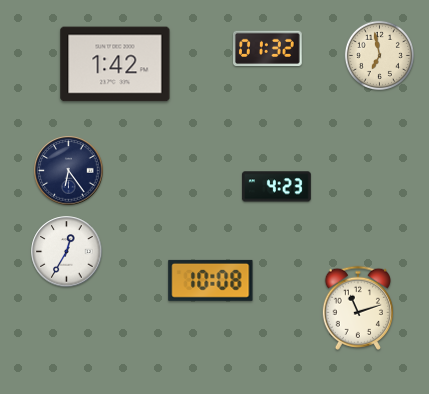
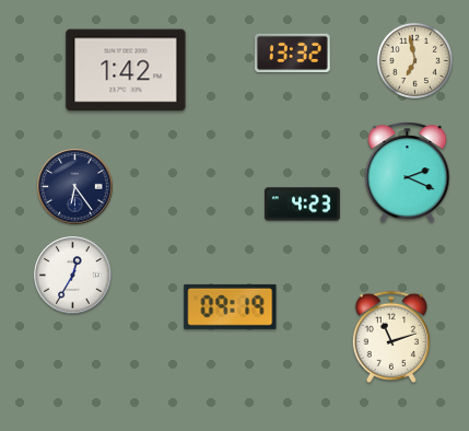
clock at (268, 48): 01:32 -> 13:32
clock at (408, 173): none -> 2:19
clock at (211, 280): 10:08 -> 09:19
